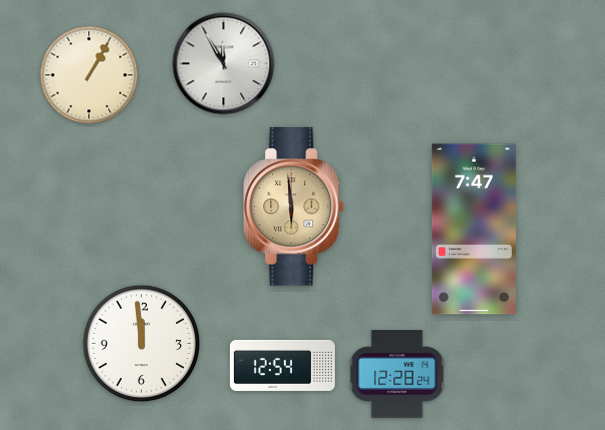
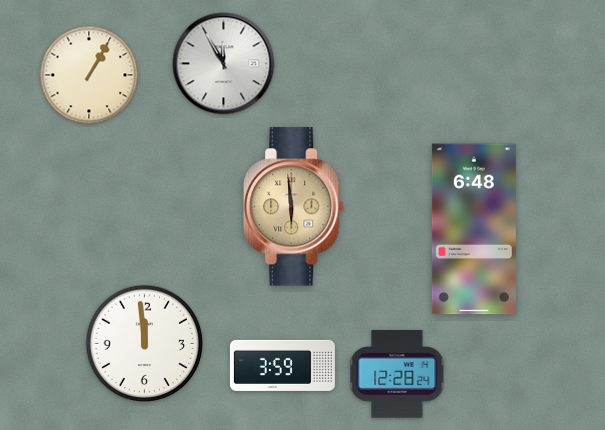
clock at (474, 229): 7:47 -> 6:48
clock at (142, 344) position: (142, 344) -> (145, 344)
clock at (282, 365): 12:54 -> 3:59
